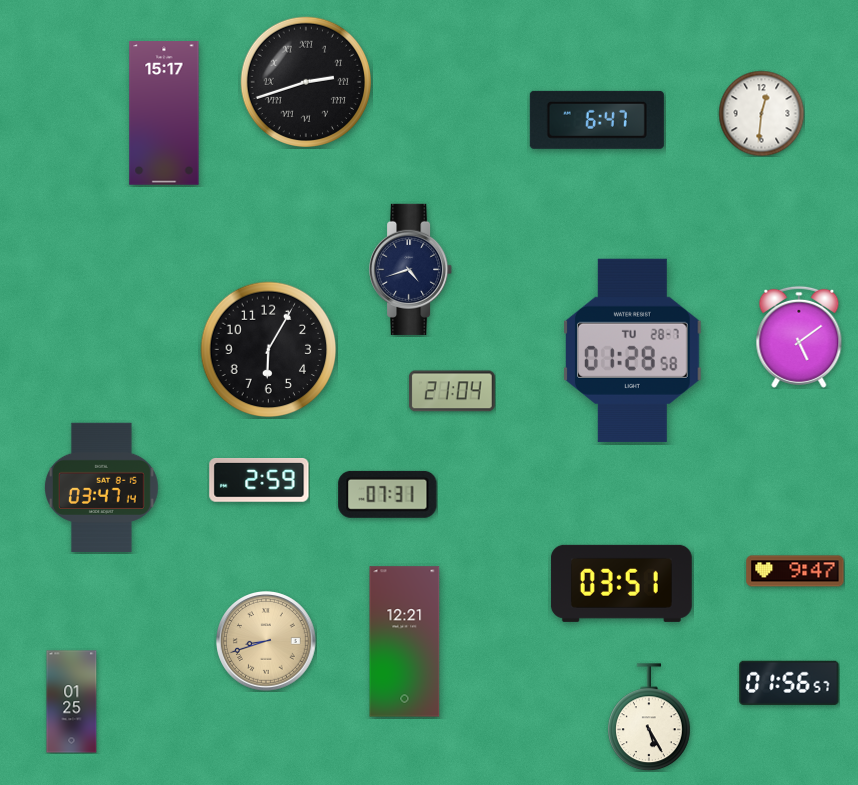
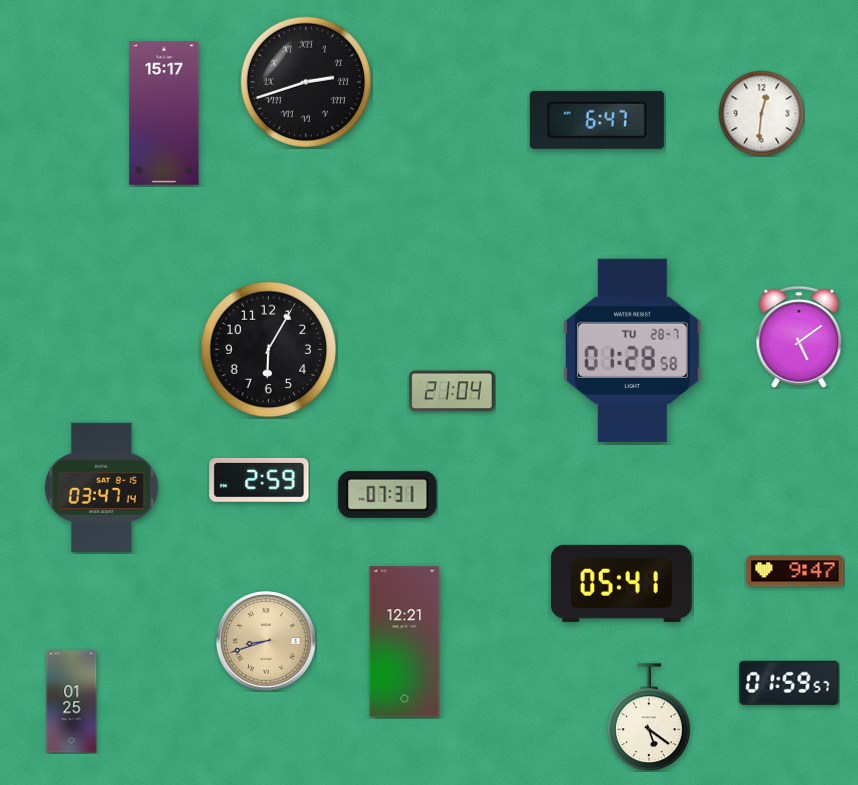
clock at (411, 269): 4:42 -> none
clock at (621, 583): 03:51 -> 05:41
clock at (789, 683): 01:56 -> 01:59
clock at (650, 717): 5:25 -> 5:21
